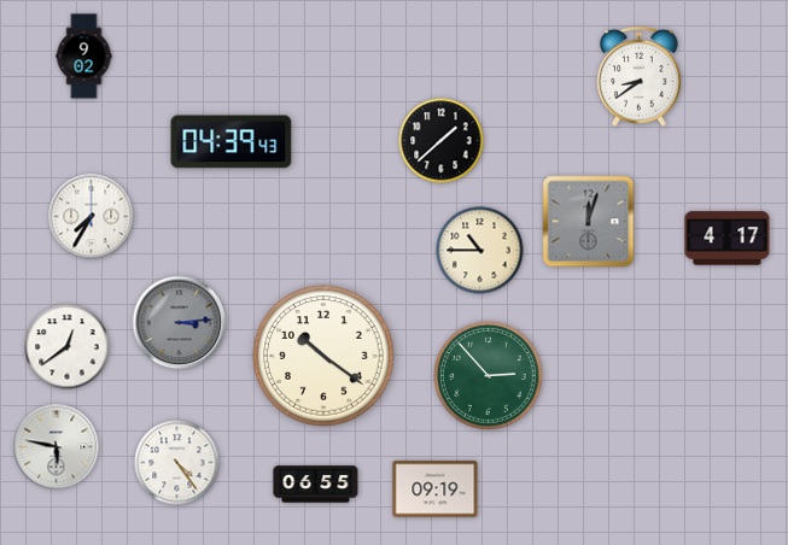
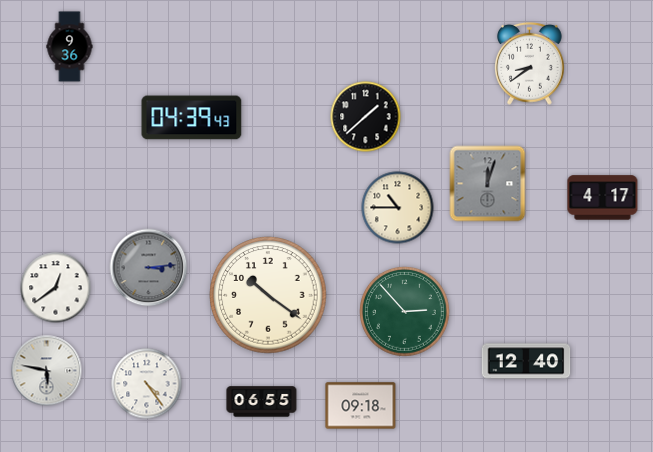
clock at (84, 57): 9:02 -> 9:36
clock at (92, 217): 7:35 -> none
clock at (526, 361): none -> 12:40
clock at (436, 490): 09:19 -> 09:18
